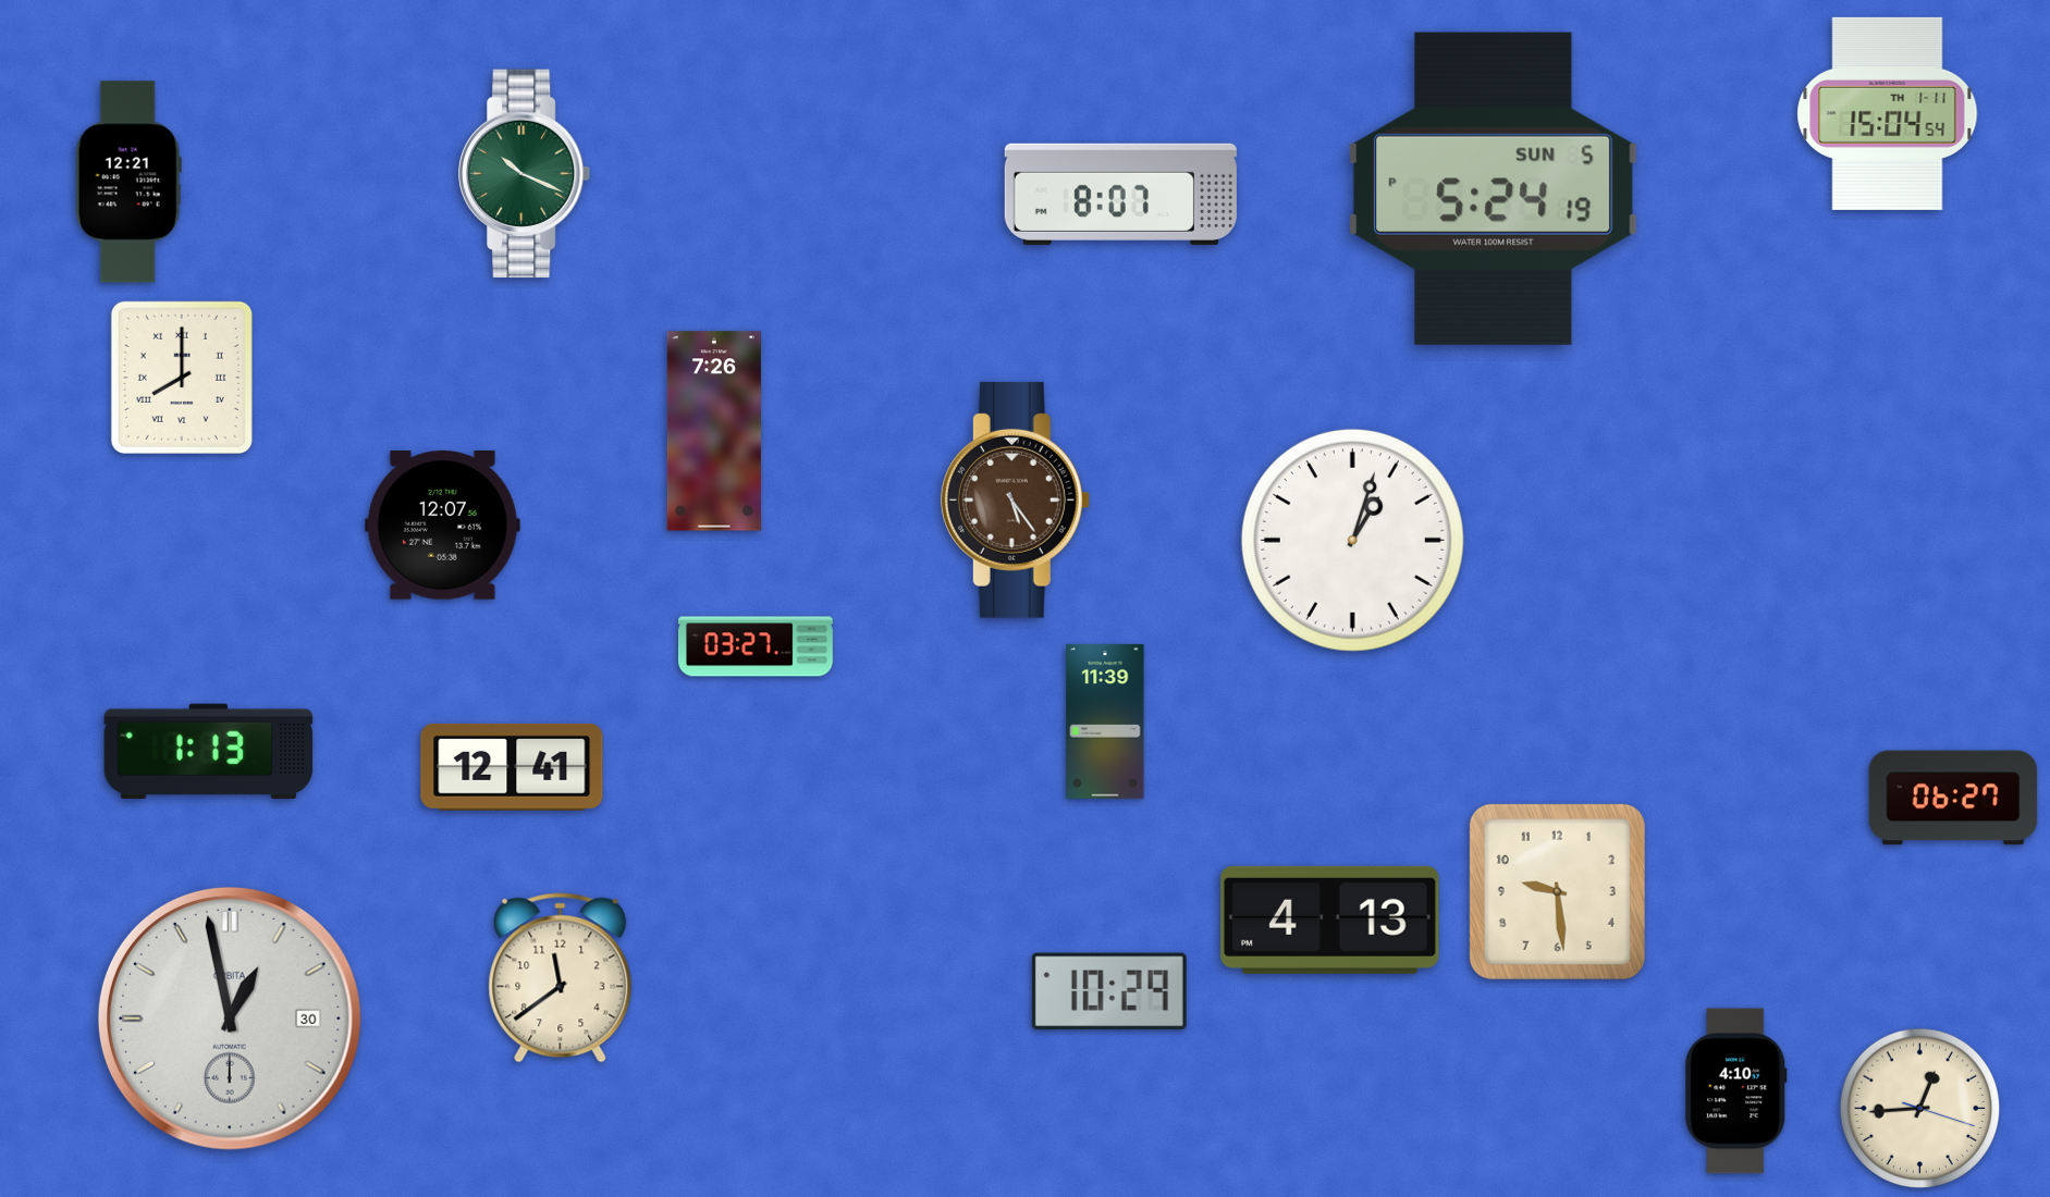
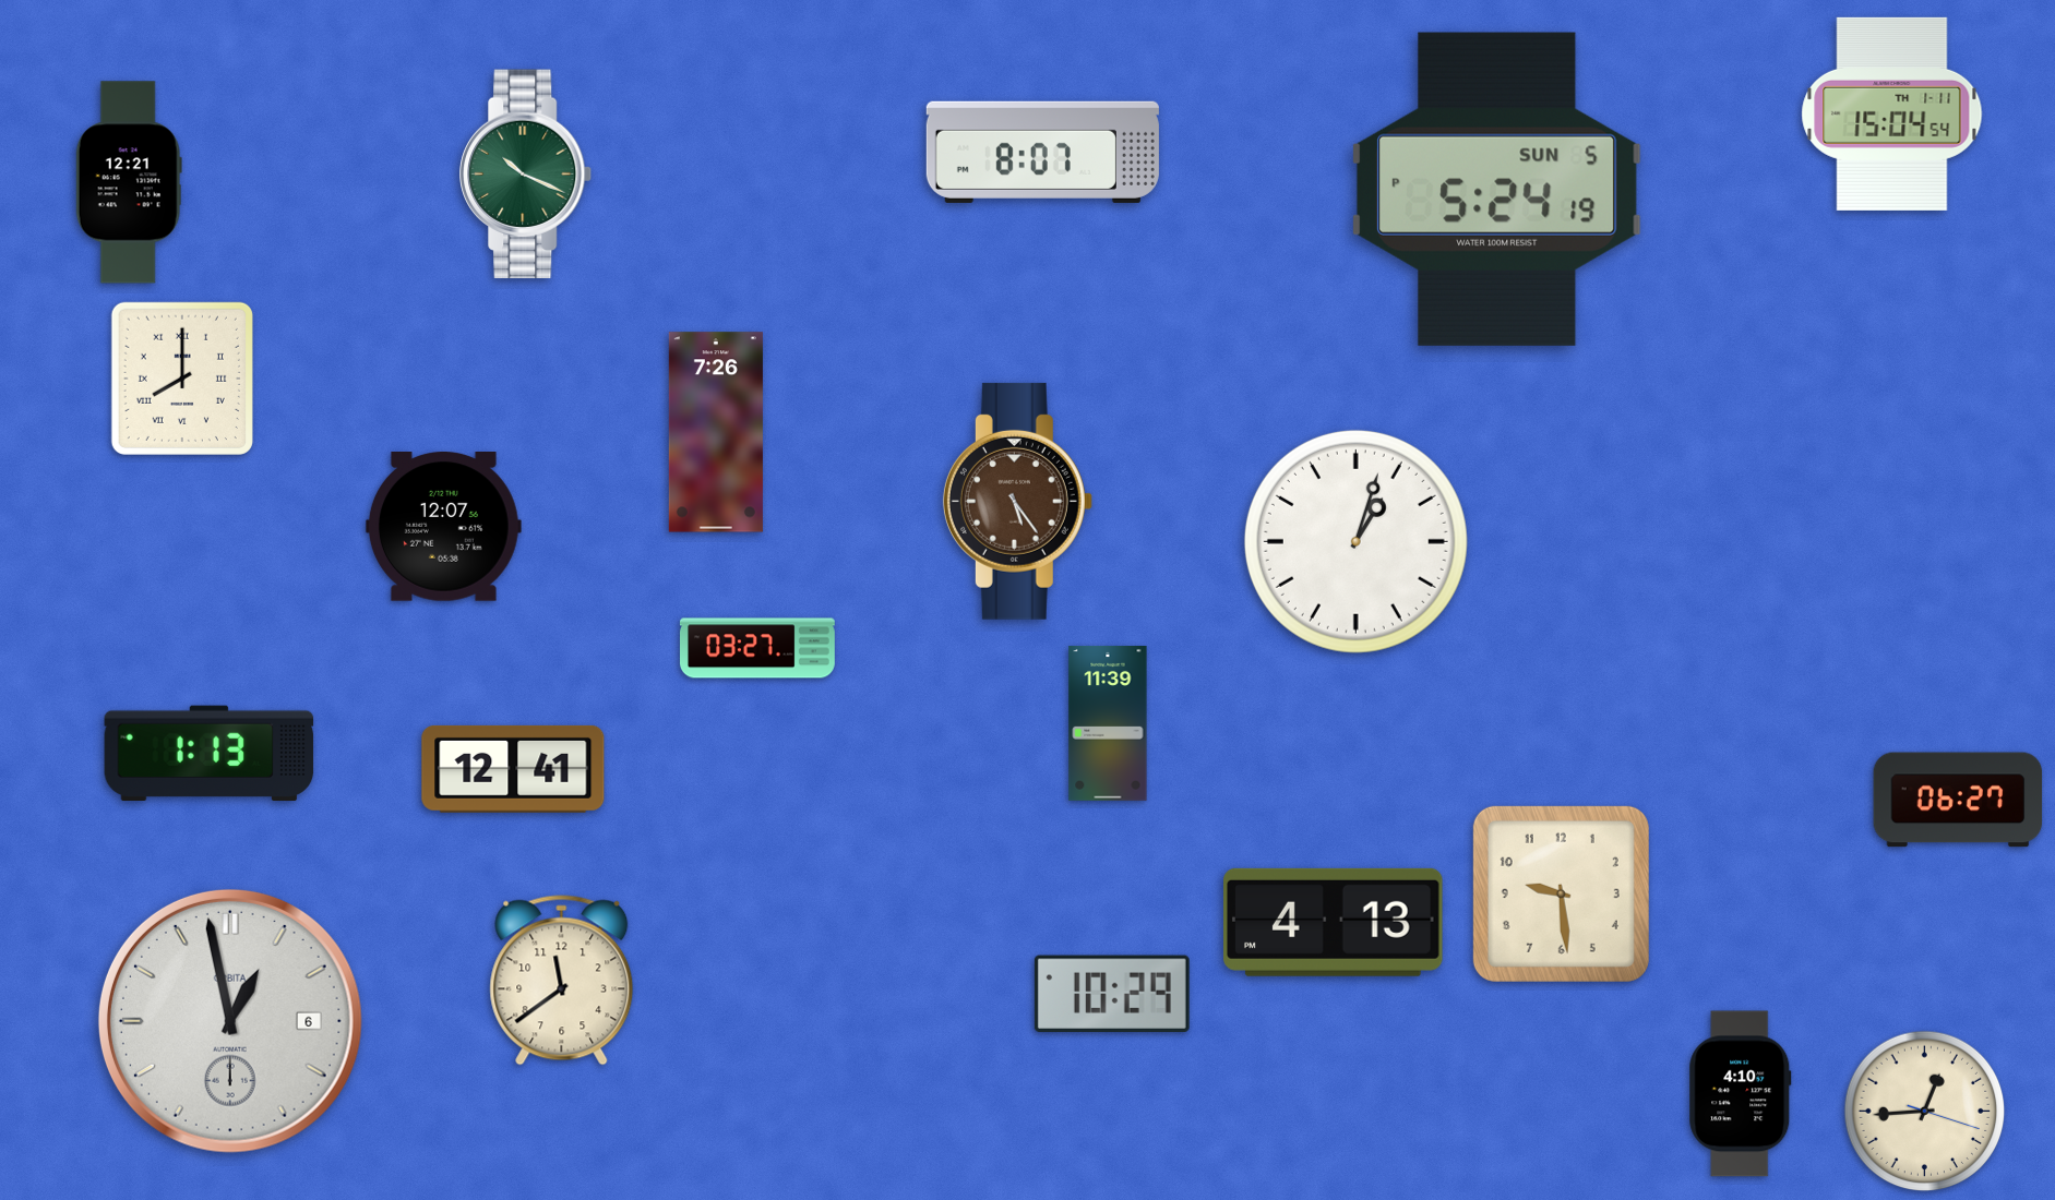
clock at (1120, 194) position: (1120, 194) -> (1042, 152)
clock at (230, 1019) date: 30 -> 6
